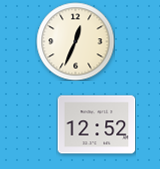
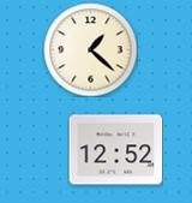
clock at (75, 41): 12:34 -> 1:22
